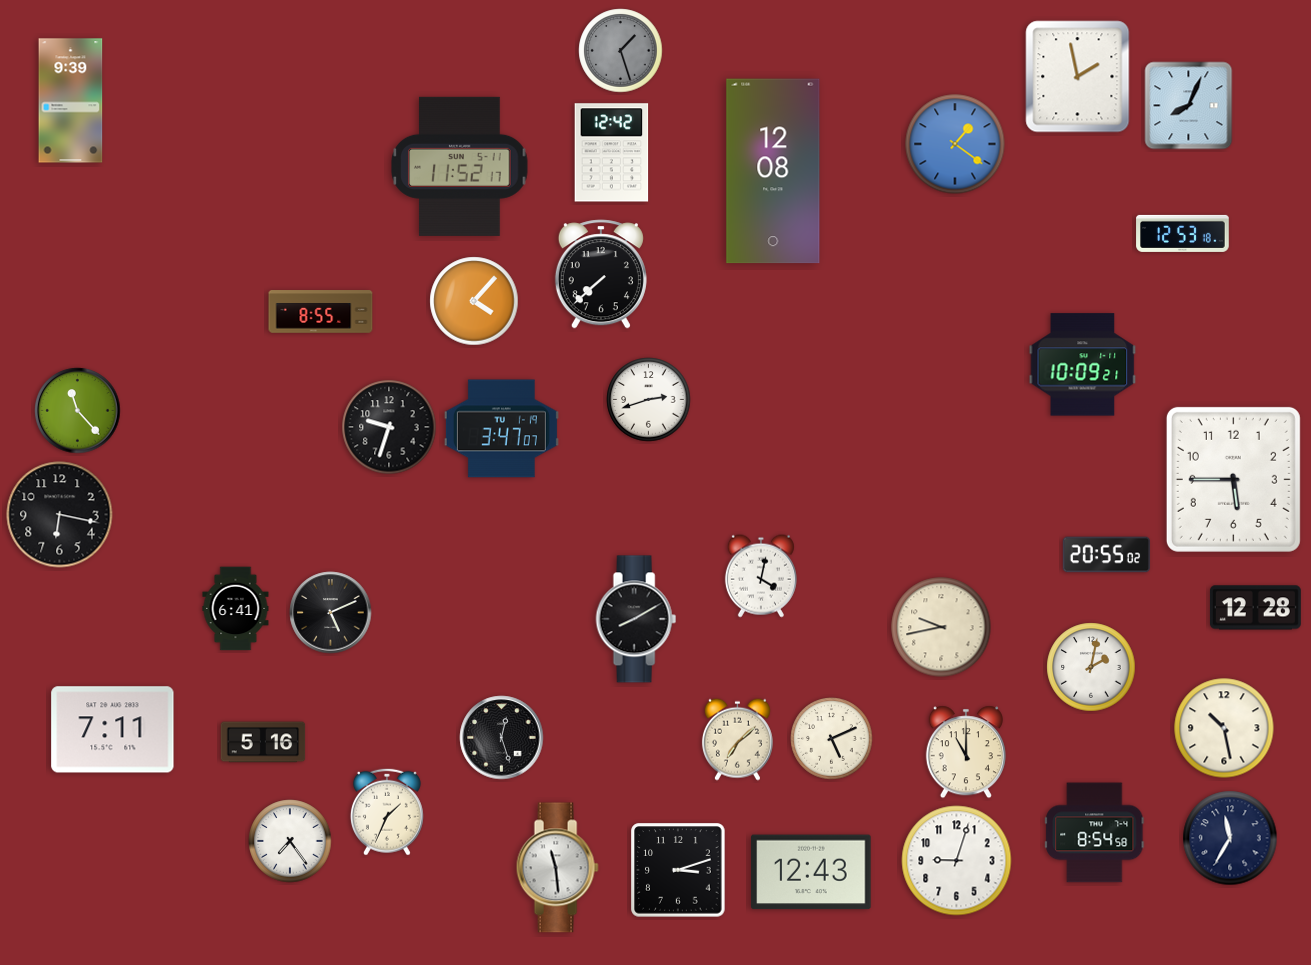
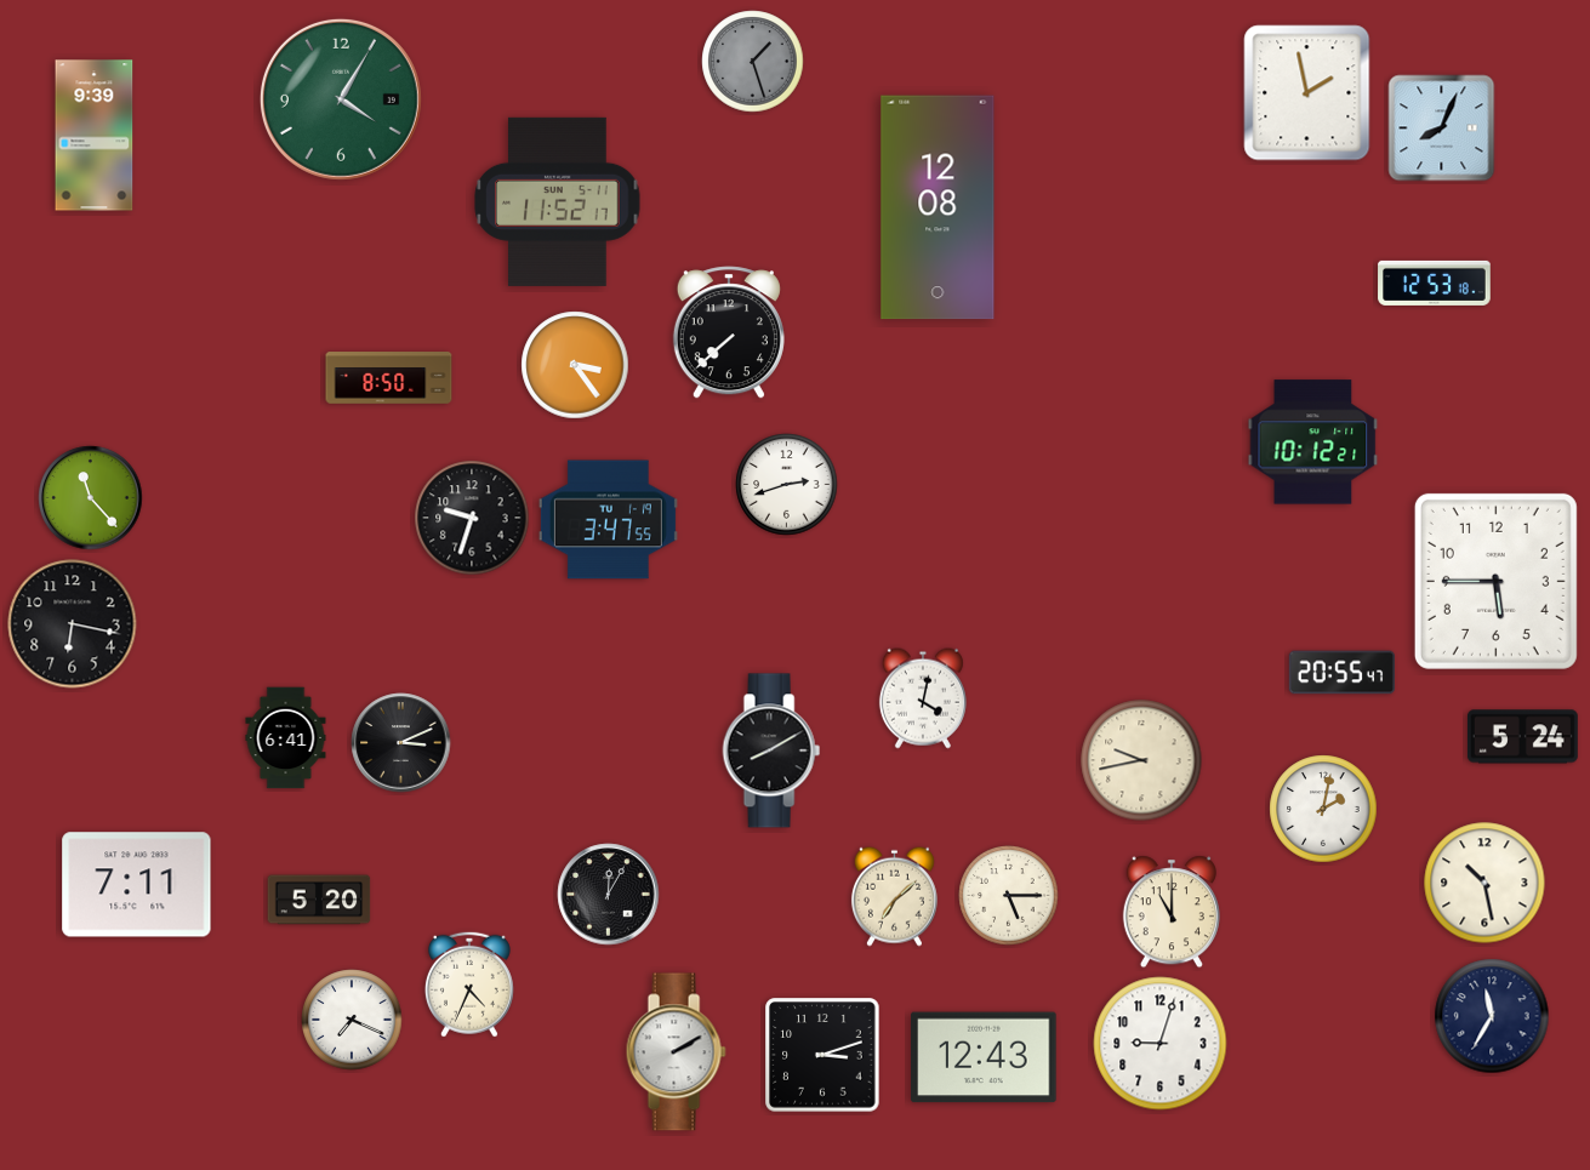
clock at (341, 99): none -> 4:05
clock at (71, 101) position: (71, 101) -> (95, 136)
clock at (955, 144): 1:21 -> none
clock at (612, 153): 12:42 -> none
clock at (474, 301): 4:07 -> 3:24
clock at (321, 312): 8:55 -> 8:50
clock at (1083, 365): 10:09 -> 10:12
clock at (78, 411) position: (78, 411) -> (91, 498)
clock at (501, 429): 3:47:07 -> 3:47:55
clock at (1106, 555): 20:55:02 -> 20:55:47
clock at (1255, 608): 12:28 -> 5:24
clock at (331, 613): 5:11 -> 3:11
clock at (502, 738): 12:27 -> 12:05
clock at (832, 739): 5:11 -> 5:15
clock at (263, 742): 5:16 -> 5:20
clock at (387, 812): 1:34 -> 4:34
clock at (1095, 833): 8:54 -> none
clock at (290, 841): 7:24 -> 7:19
clock at (557, 868): 11:29 -> 2:10
